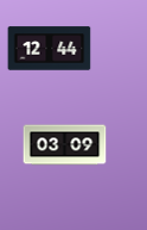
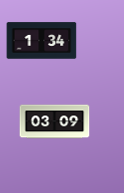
clock at (50, 49): 12:44 -> 1:34
